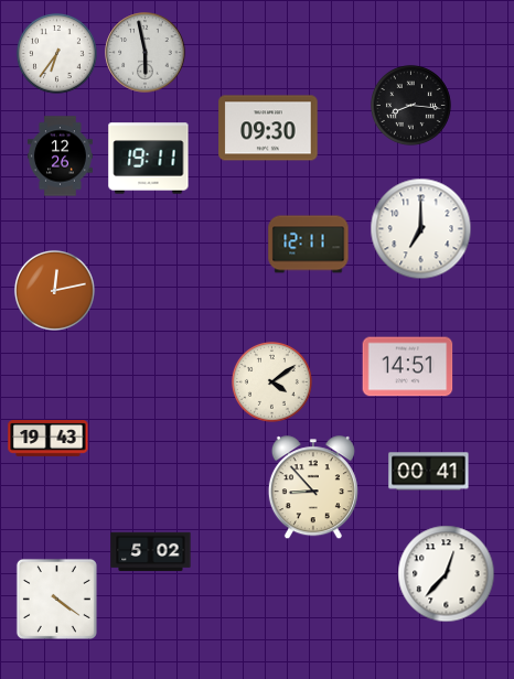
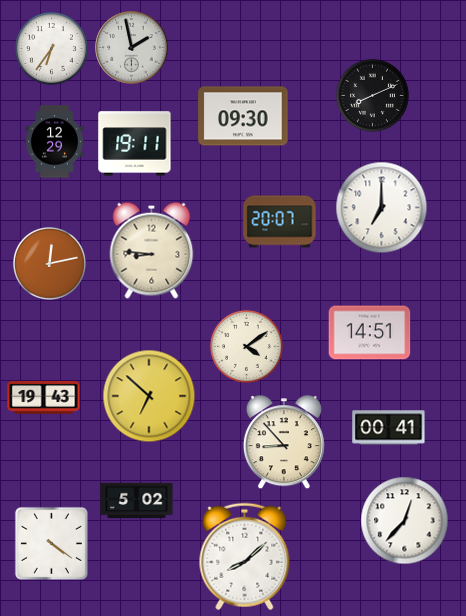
clock at (146, 53): 5:58 -> 1:58
clock at (410, 105): 8:16 -> 8:11
clock at (60, 157): 12:26 -> 12:29
clock at (309, 245): 12:11 -> 20:07
clock at (152, 250): none -> 8:46
clock at (149, 396): none -> 6:52
clock at (245, 557): none -> 8:08
